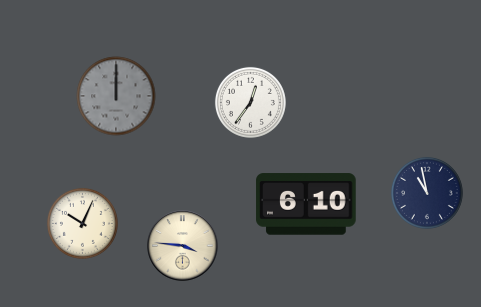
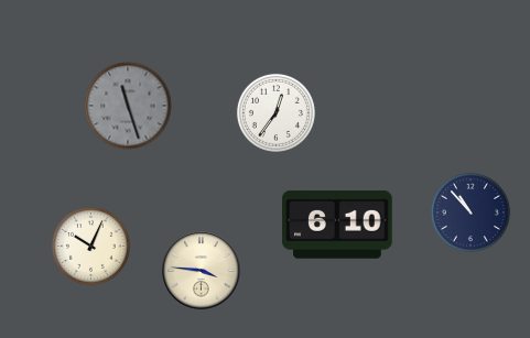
clock at (116, 96): 12:00 -> 11:27
clock at (427, 193): 10:58 -> 10:53
